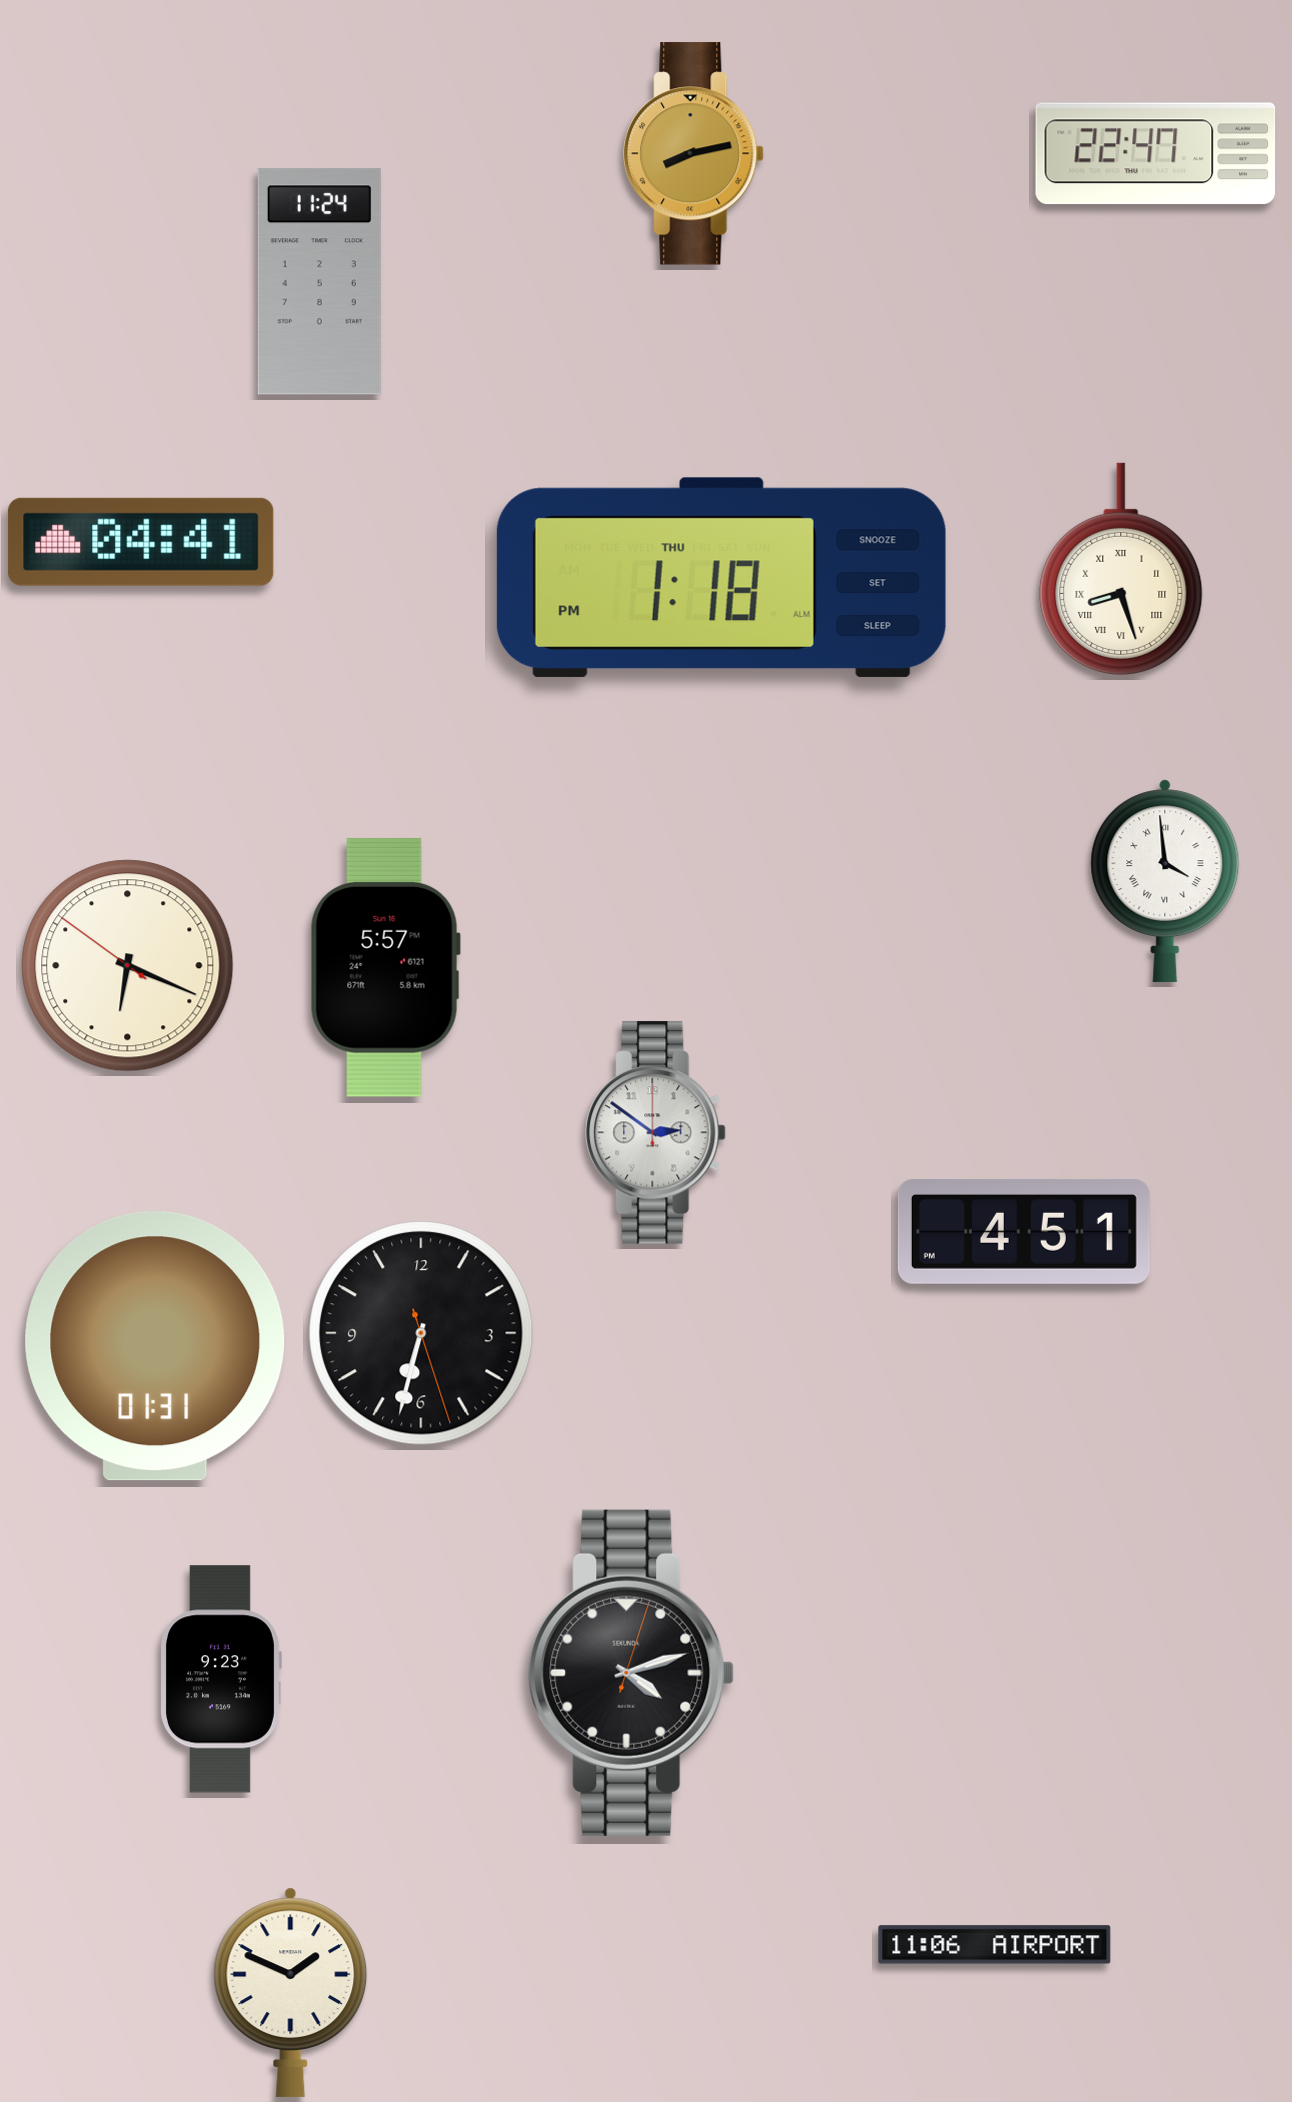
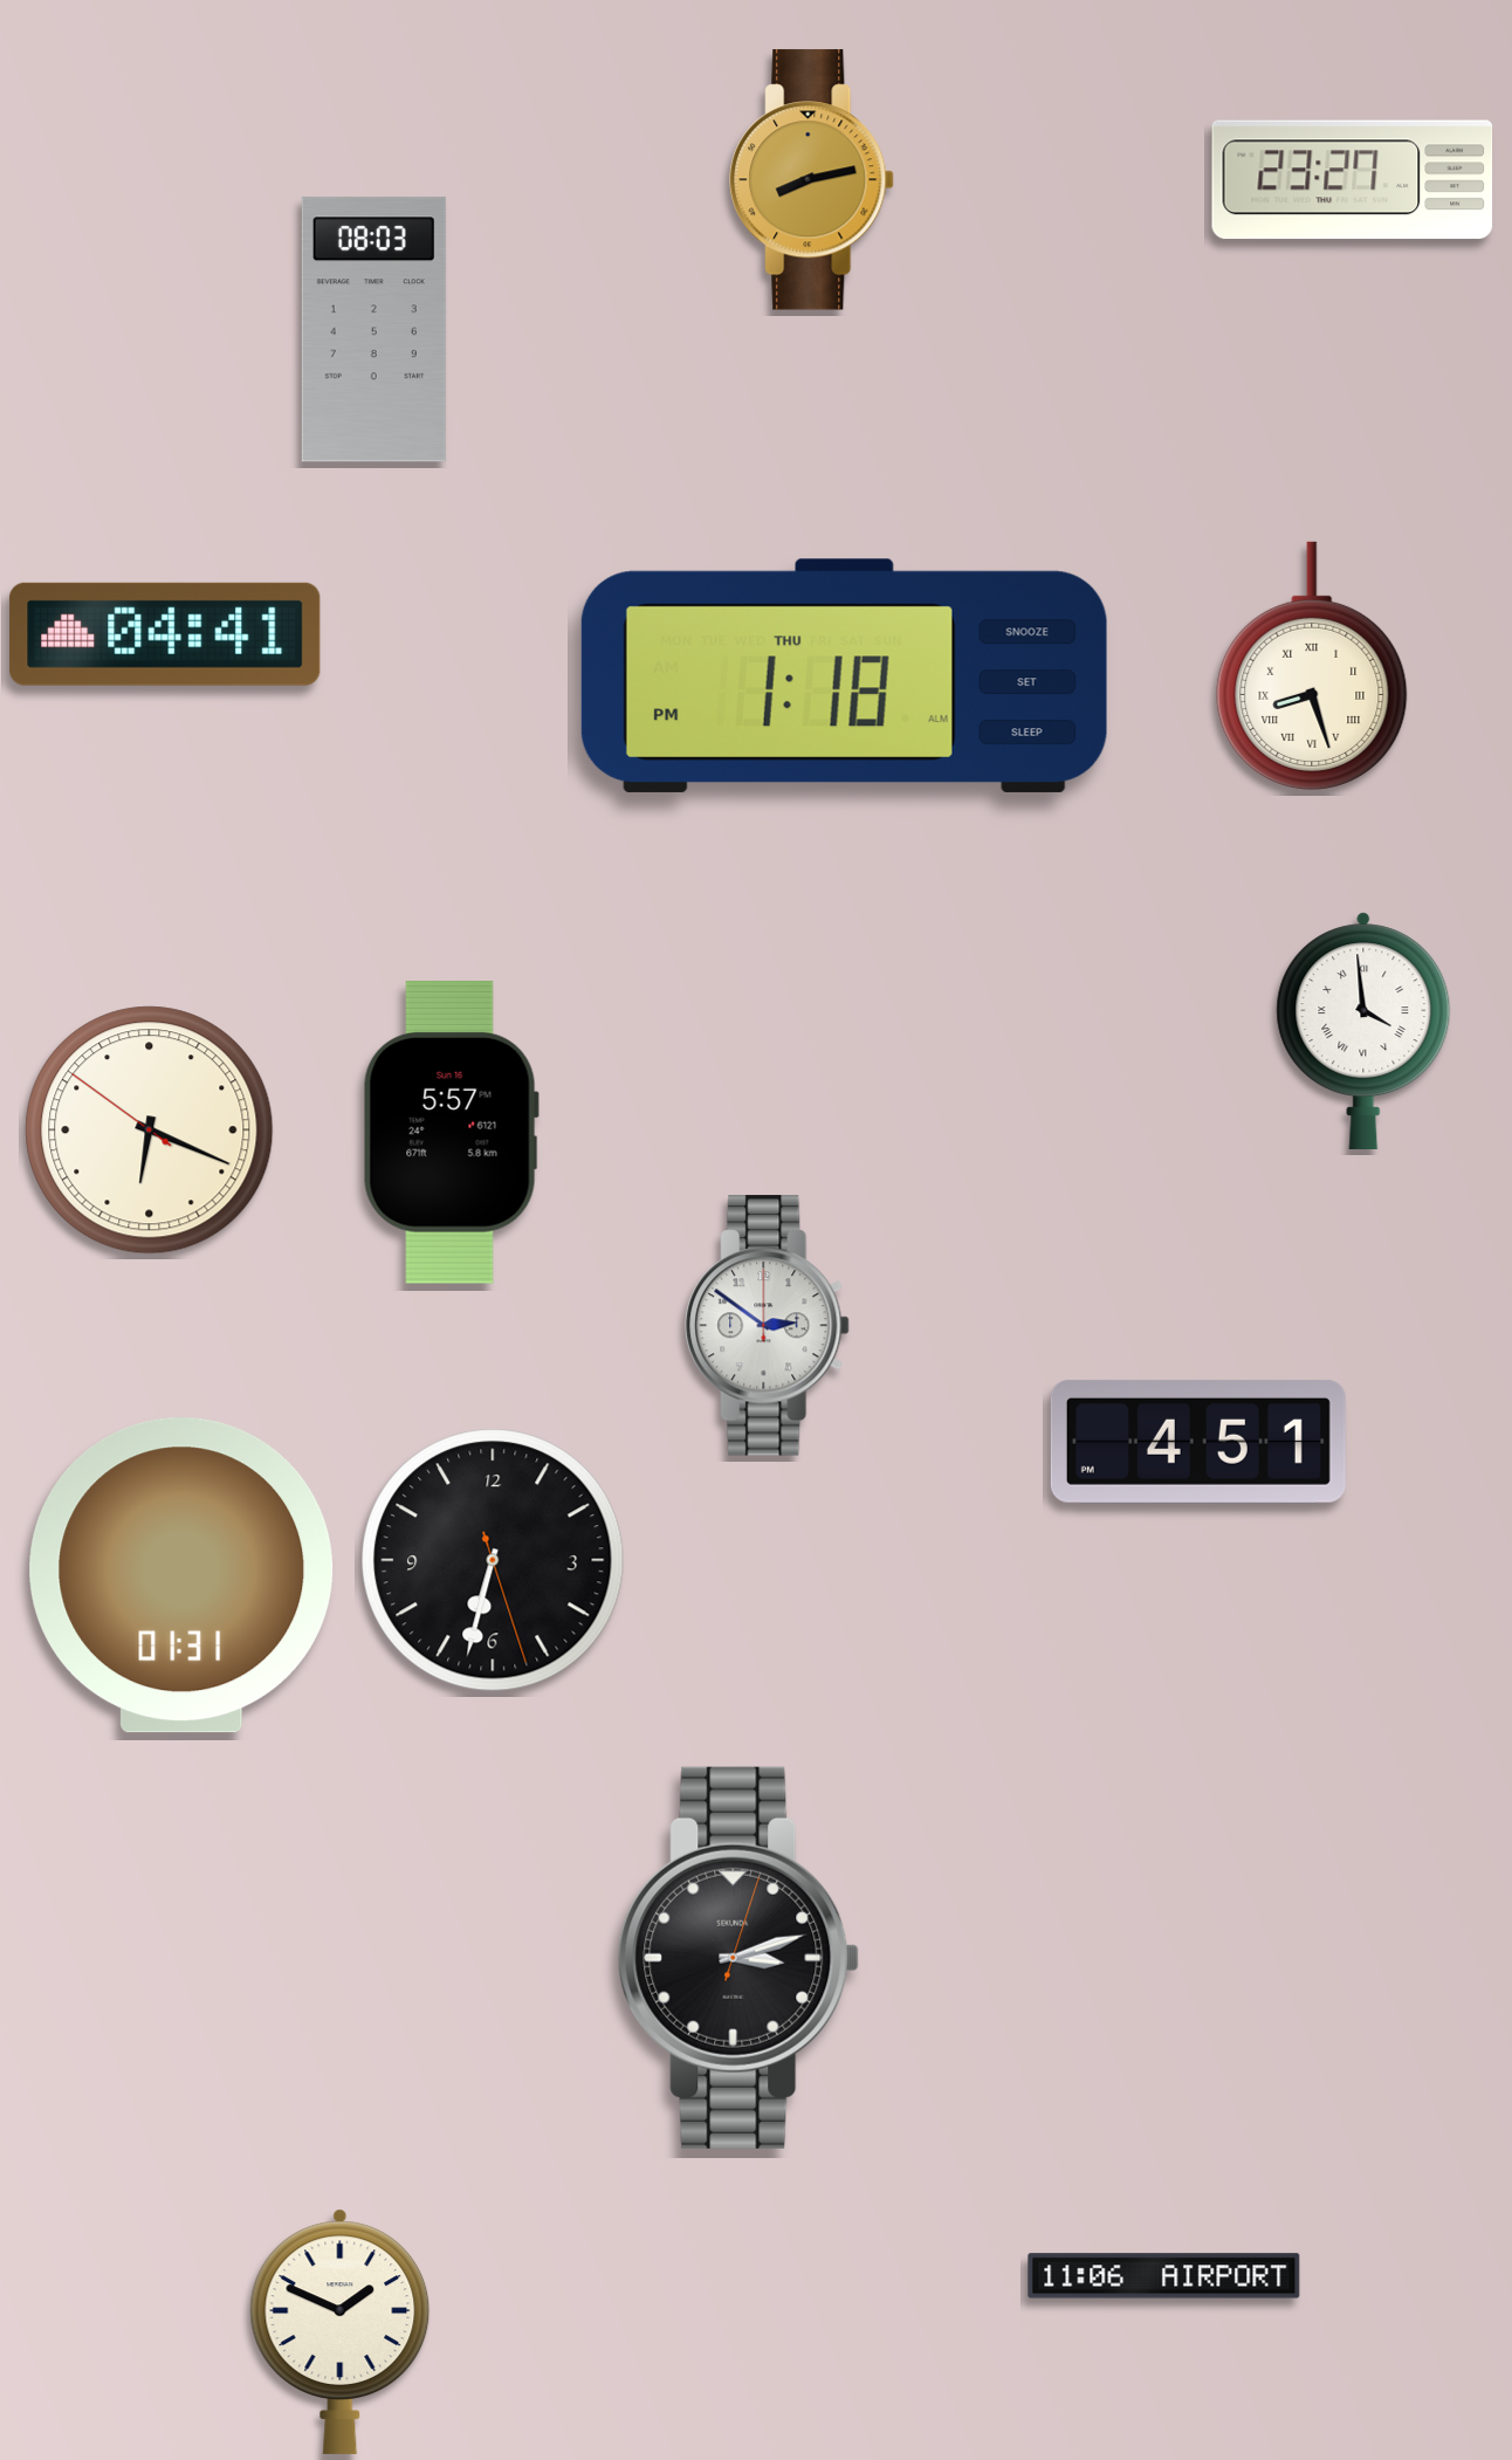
clock at (1156, 154): 22:47 -> 23:27
clock at (319, 282): 11:24 -> 08:03
clock at (631, 1673): 4:12 -> 3:12
clock at (221, 1679): 9:23 -> none
